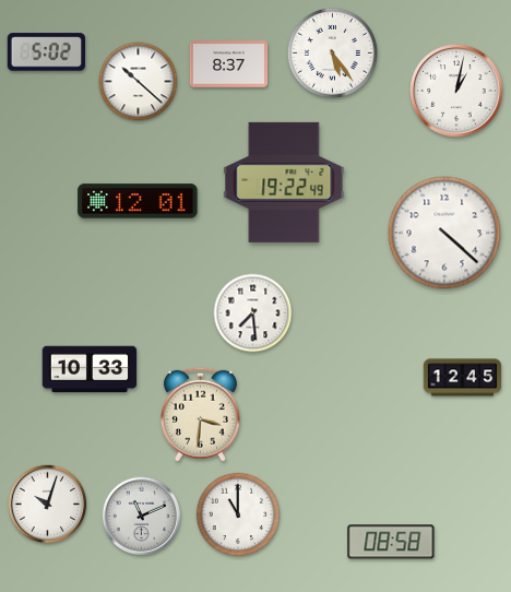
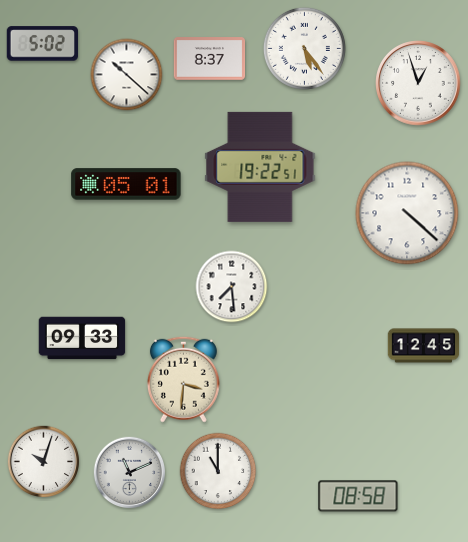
clock at (47, 52) position: (47, 52) -> (43, 44)
clock at (456, 91): 1:02 -> 12:57
clock at (284, 182): 19:22:49 -> 19:22:51
clock at (138, 201): 12:01 -> 05:01
clock at (90, 369): 10:33 -> 09:33
